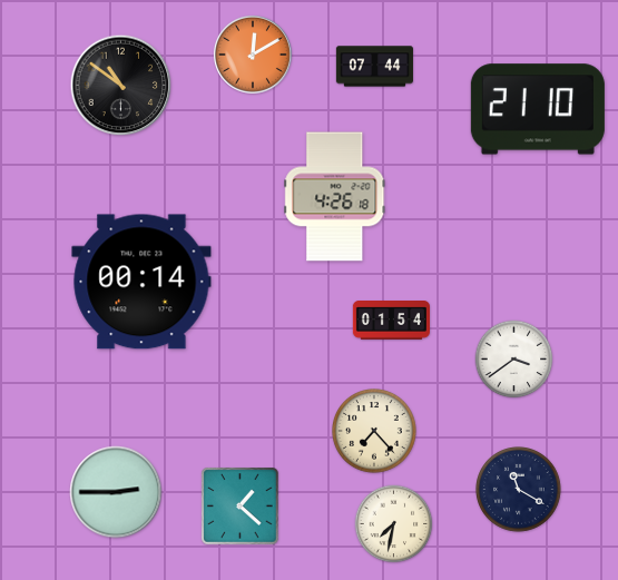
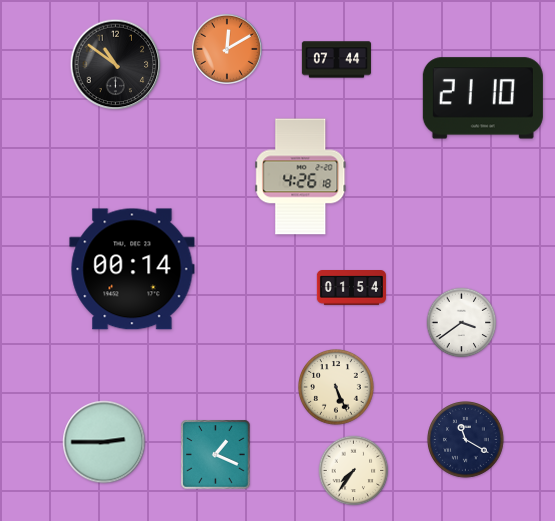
clock at (121, 86) position: (121, 86) -> (116, 65)
clock at (141, 282) position: (141, 282) -> (132, 269)
clock at (375, 432): 7:23 -> 5:26
clock at (241, 507): 1:22 -> 1:19
clock at (394, 524): 7:32 -> 7:36
